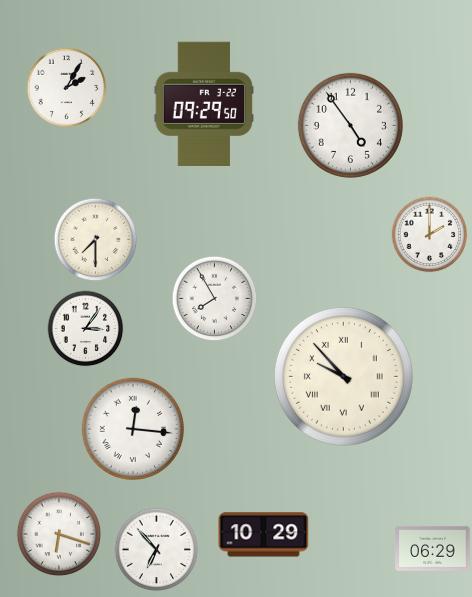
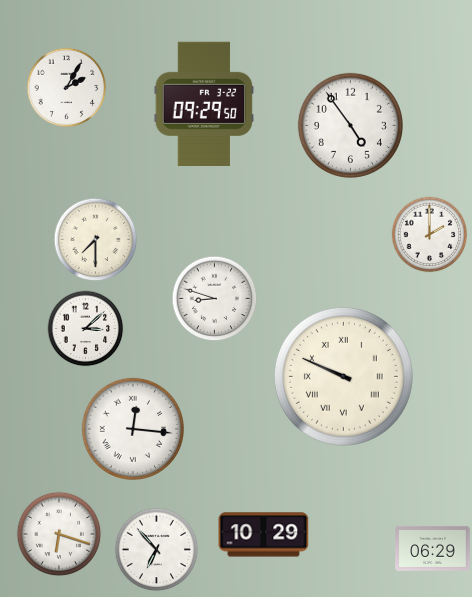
clock at (215, 299): 7:55 -> 8:48
clock at (86, 329): 3:06 -> 3:08
clock at (343, 376): 9:53 -> 9:49
